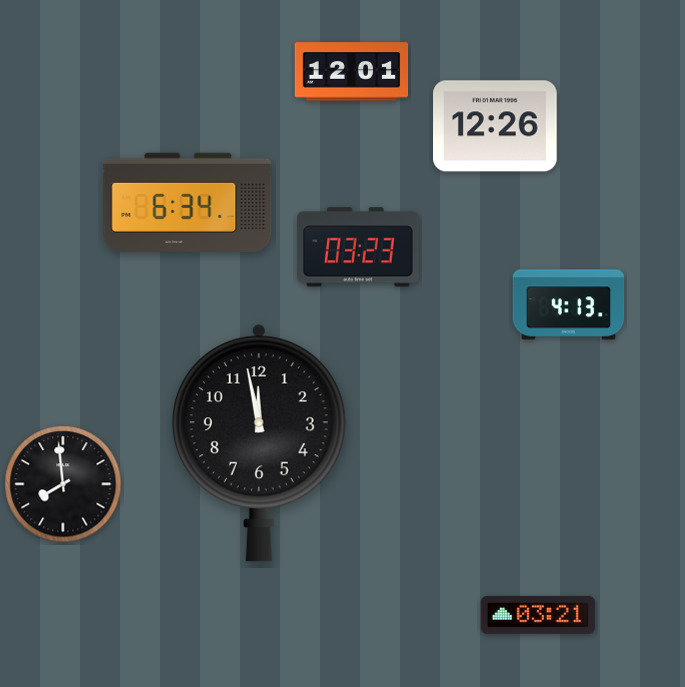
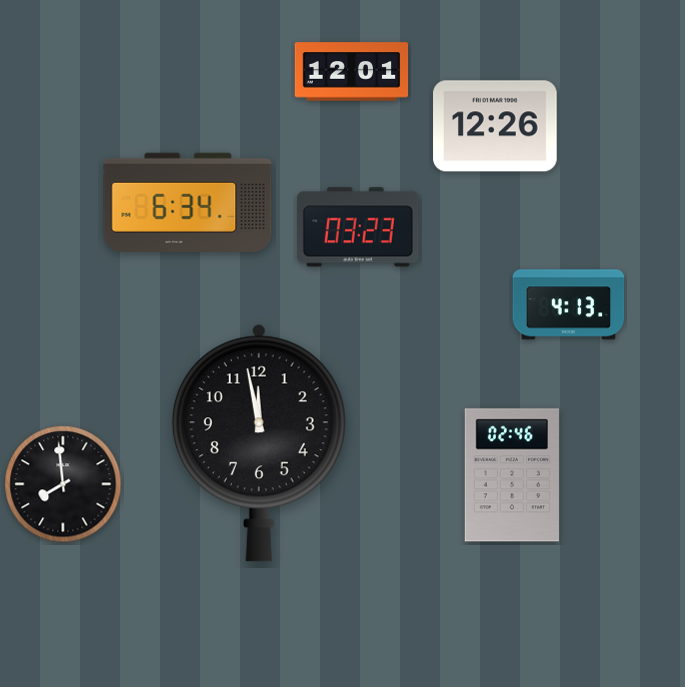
clock at (358, 247) position: (358, 247) -> (358, 227)
clock at (512, 475): none -> 02:46
clock at (538, 615): 03:21 -> none
